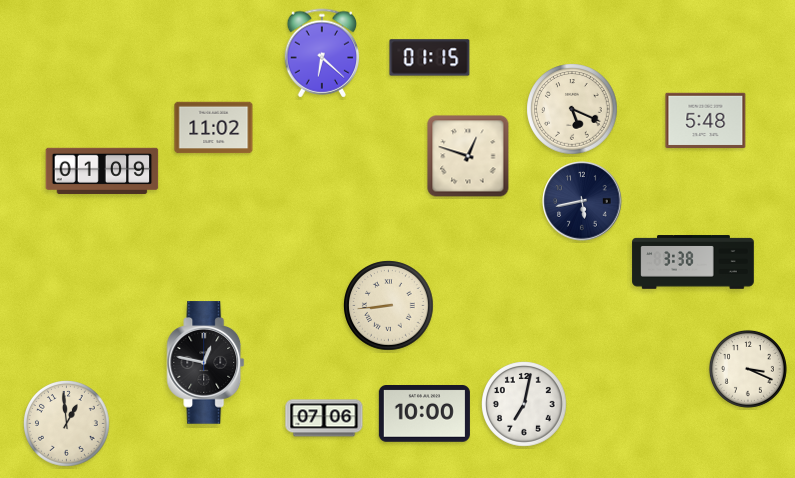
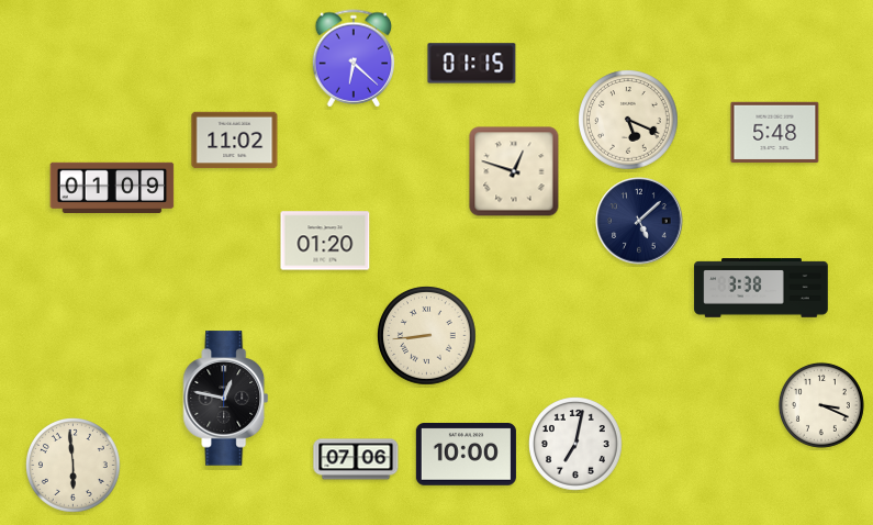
clock at (582, 201): 5:43 -> 5:08
clock at (325, 241): none -> 01:20
clock at (67, 424): 12:59 -> 5:59
